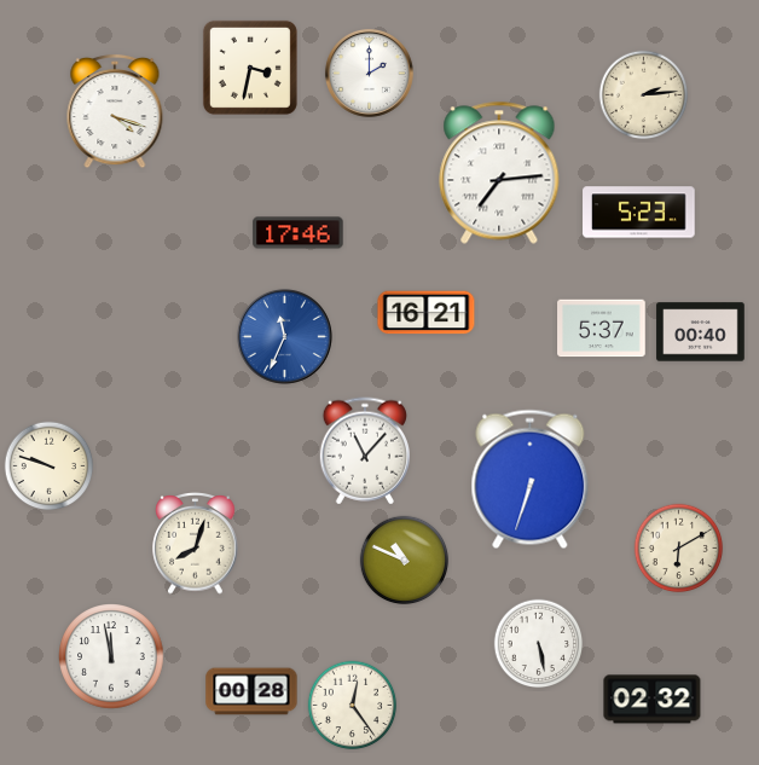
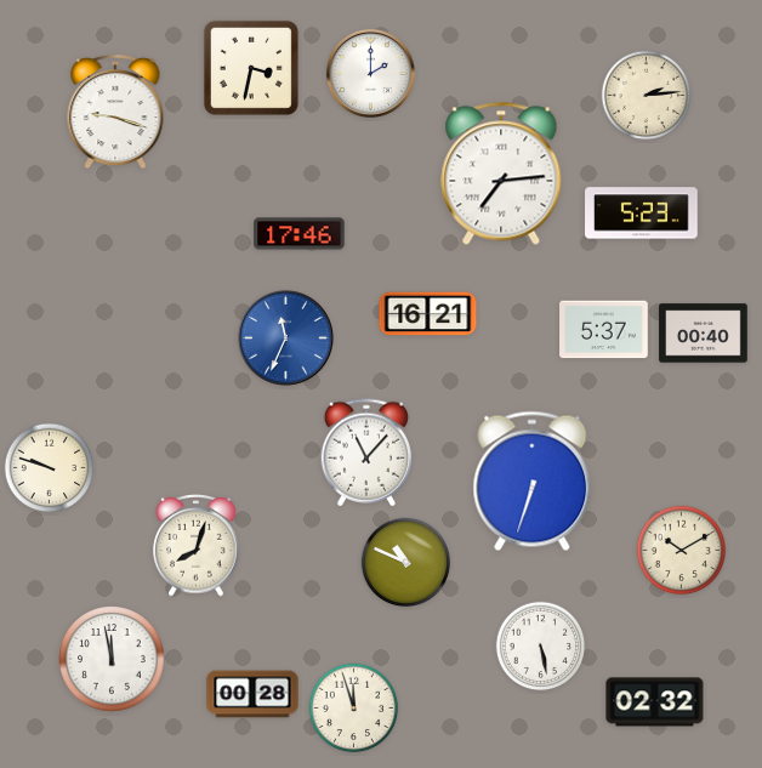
clock at (115, 111): 4:18 -> 9:18
clock at (679, 549): 6:10 -> 10:10
clock at (353, 706): 12:24 -> 11:57
